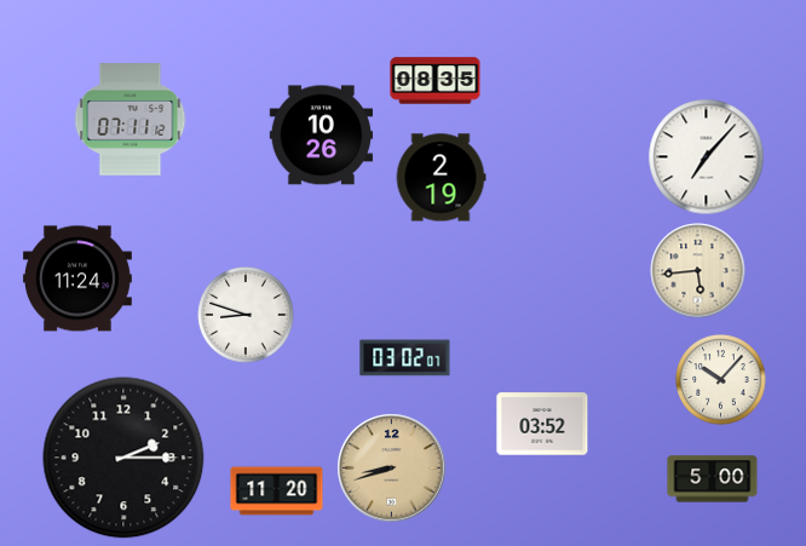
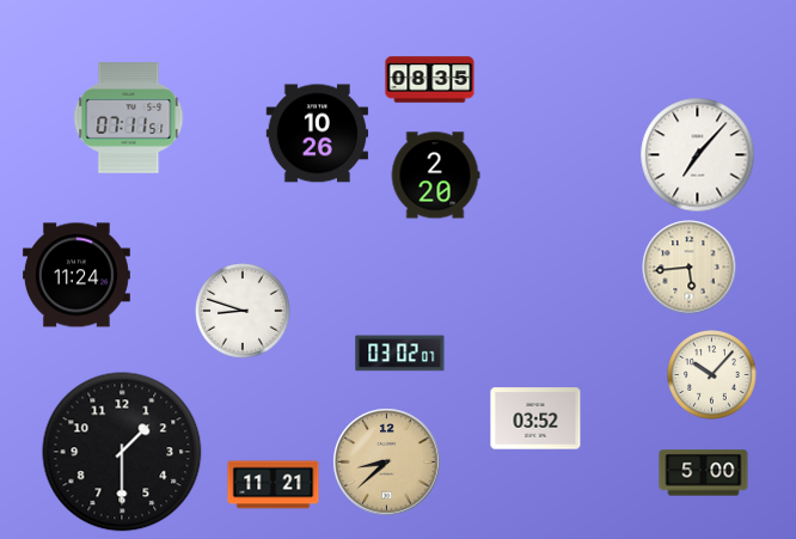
clock at (131, 120): 07:11:12 -> 07:11:51
clock at (441, 178): 2:19 -> 2:20
clock at (123, 458): 2:15 -> 1:30
clock at (392, 469): 8:42 -> 8:38
clock at (277, 492): 11:20 -> 11:21
